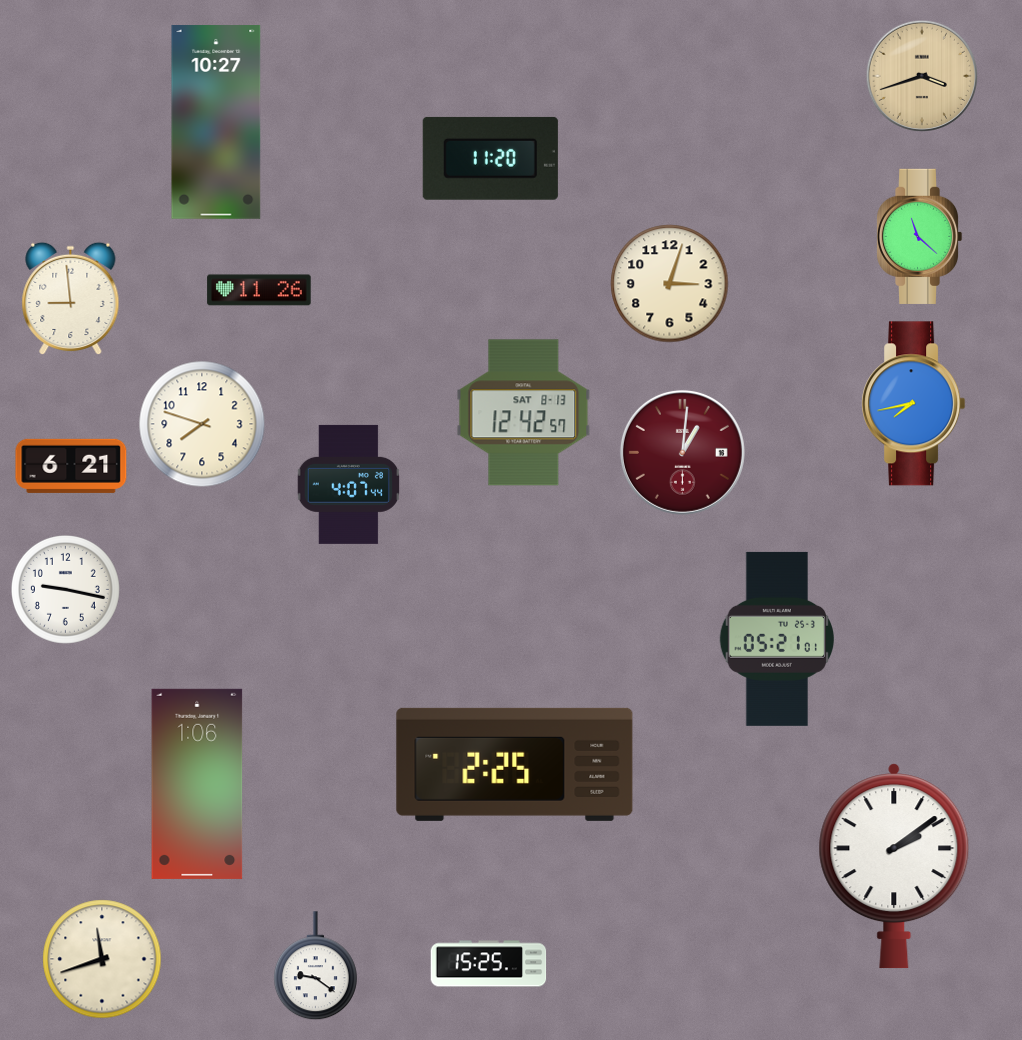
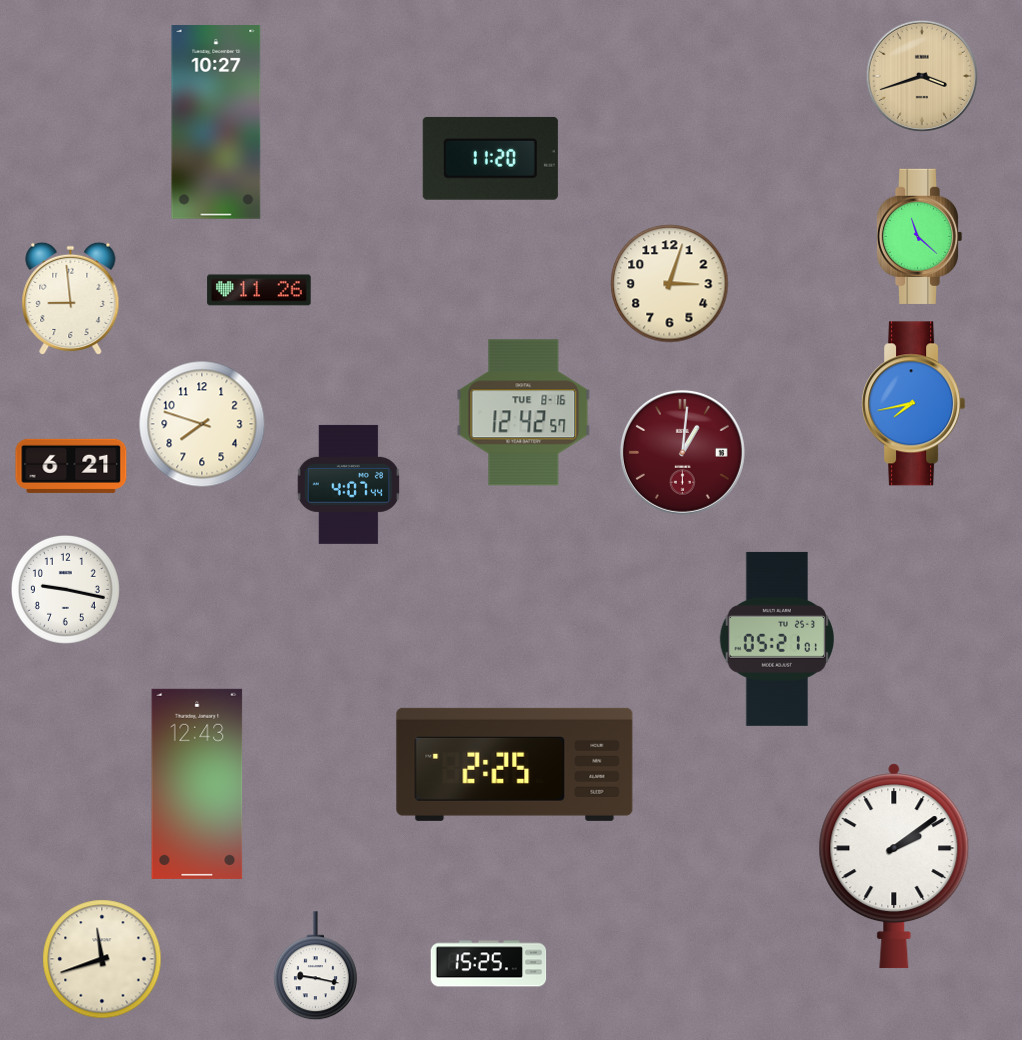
clock at (524, 413) date: SAT 8-13 -> TUE 8-16
clock at (197, 784): 1:06 -> 12:43
clock at (315, 966): 9:21 -> 9:17
